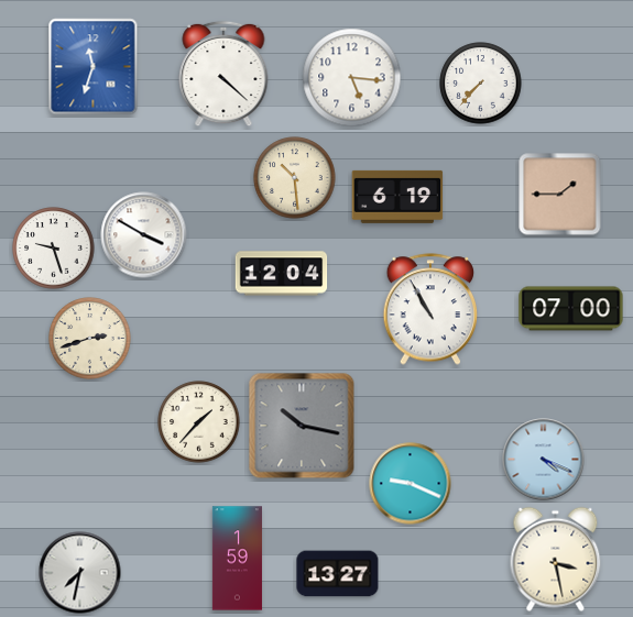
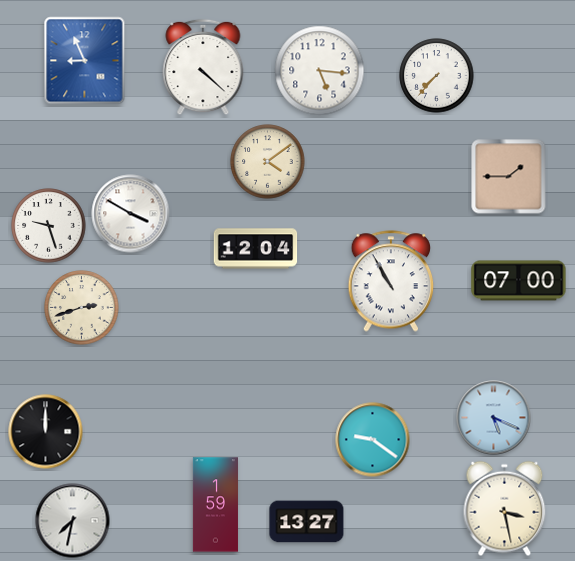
clock at (94, 67): 11:33 -> 8:56
clock at (295, 178): 10:29 -> 4:09
clock at (397, 197): 6:19 -> none
clock at (199, 422): 1:37 -> none
clock at (302, 426): 10:17 -> none
clock at (544, 460): 4:19 -> 5:19
clock at (46, 432): none -> 12:00
clock at (411, 484): 9:19 -> 9:21
clock at (237, 559) position: (237, 559) -> (215, 505)
